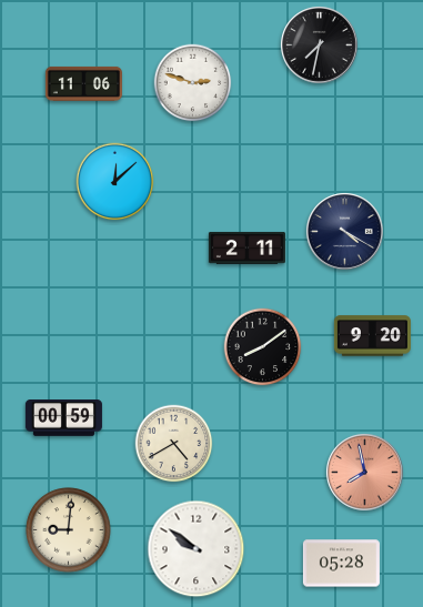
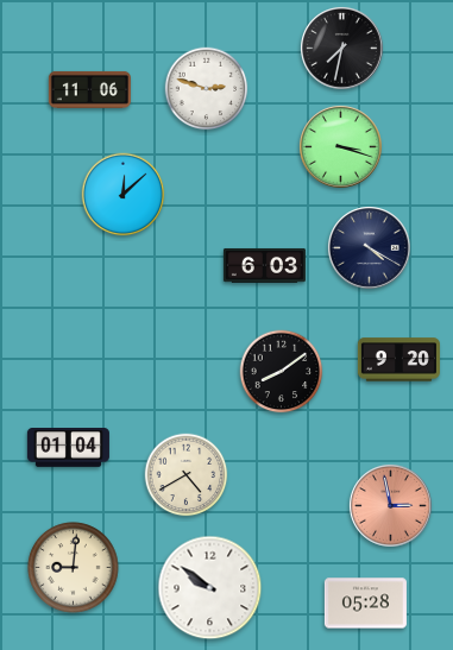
clock at (340, 146): none -> 3:18
clock at (246, 247): 2:11 -> 6:03
clock at (63, 418): 00:59 -> 01:04
clock at (364, 472): 7:58 -> 2:58
